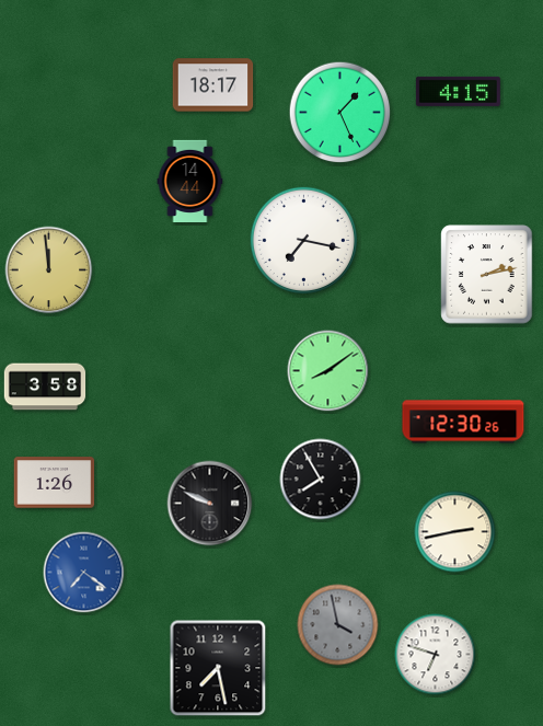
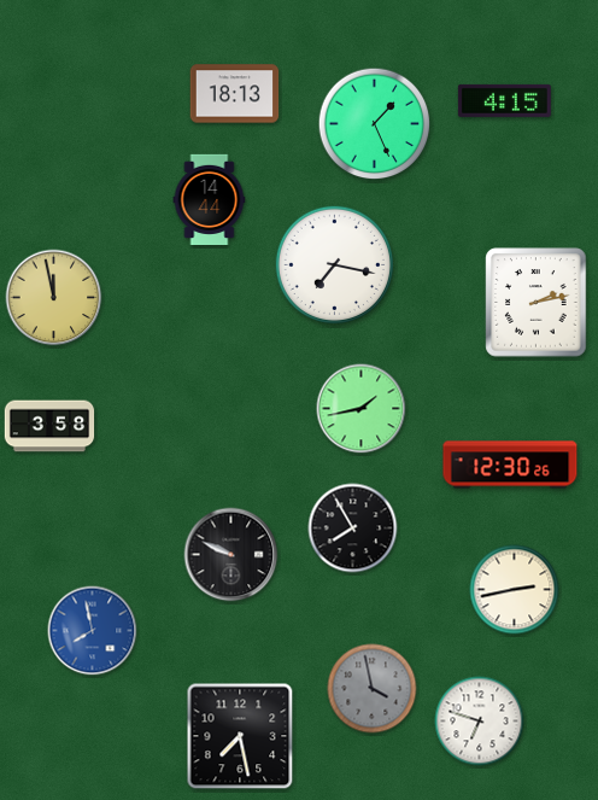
clock at (213, 85): 18:17 -> 18:13
clock at (49, 270): 11:59 -> 11:58
clock at (328, 371): 8:09 -> 1:43
clock at (55, 483): 1:26 -> none
clock at (455, 532) position: (455, 532) -> (515, 590)
clock at (84, 573): 7:21 -> 7:58
